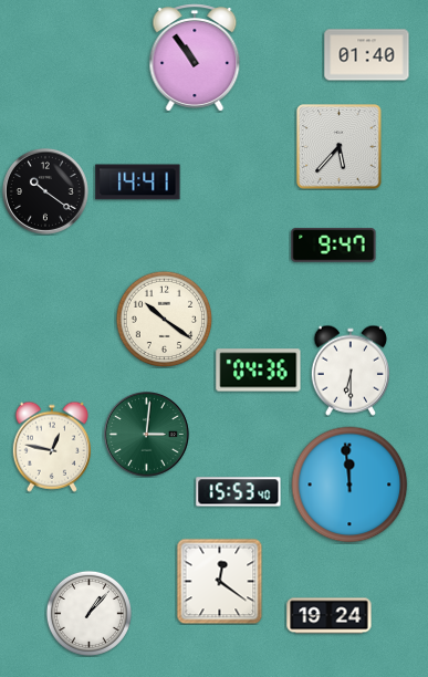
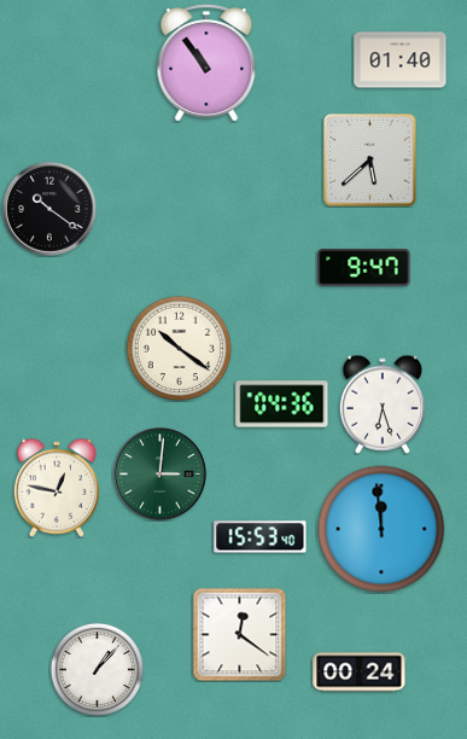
clock at (195, 58) position: (195, 58) -> (206, 63)
clock at (340, 147): 5:37 -> 5:38
clock at (138, 183): 14:41 -> none
clock at (351, 371): 6:30 -> 6:27
clock at (330, 616): 19:24 -> 00:24
